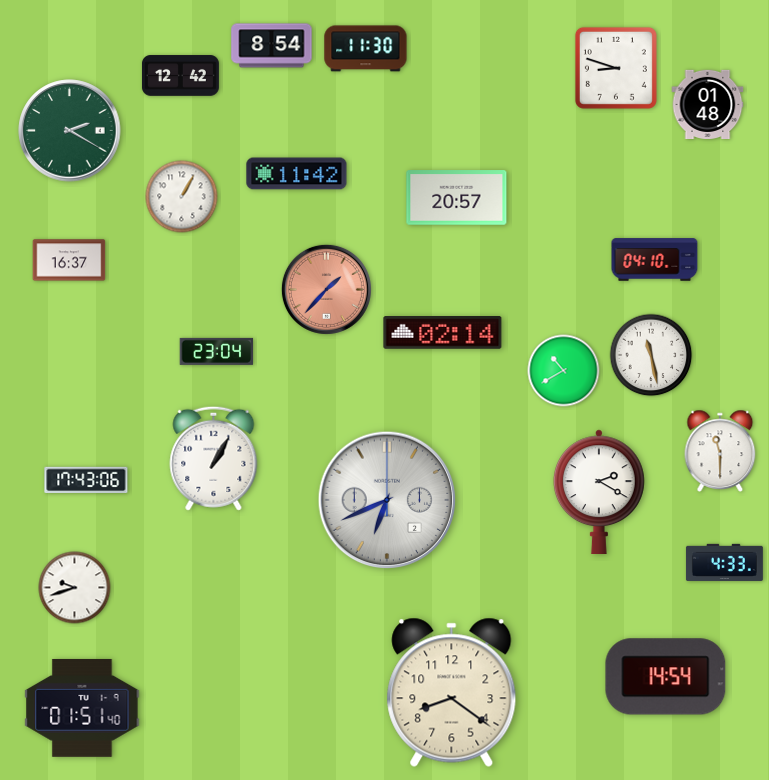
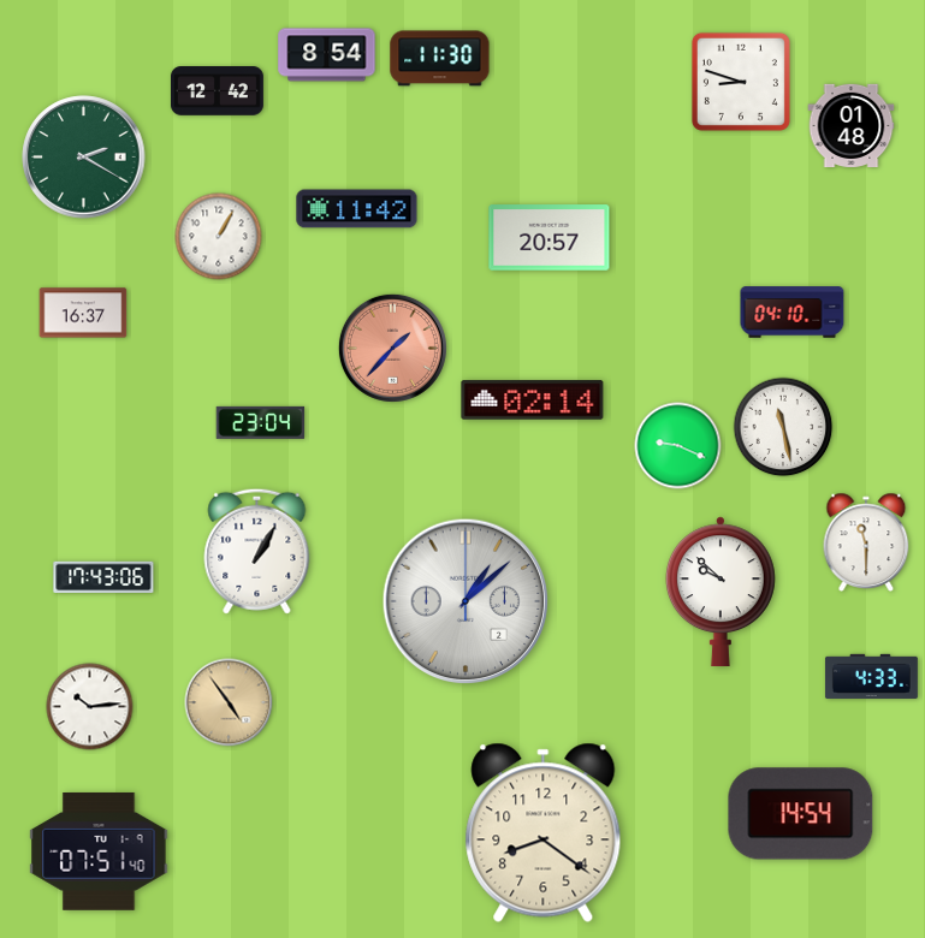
clock at (655, 260) position: (655, 260) -> (793, 313)
clock at (564, 371): 10:40 -> 9:19
clock at (599, 491): 2:20 -> 9:52
clock at (387, 500): 6:41 -> 1:08
clock at (229, 702): none -> 4:54
clock at (75, 588): 9:42 -> 10:14
clock at (82, 708): 01:51 -> 07:51
